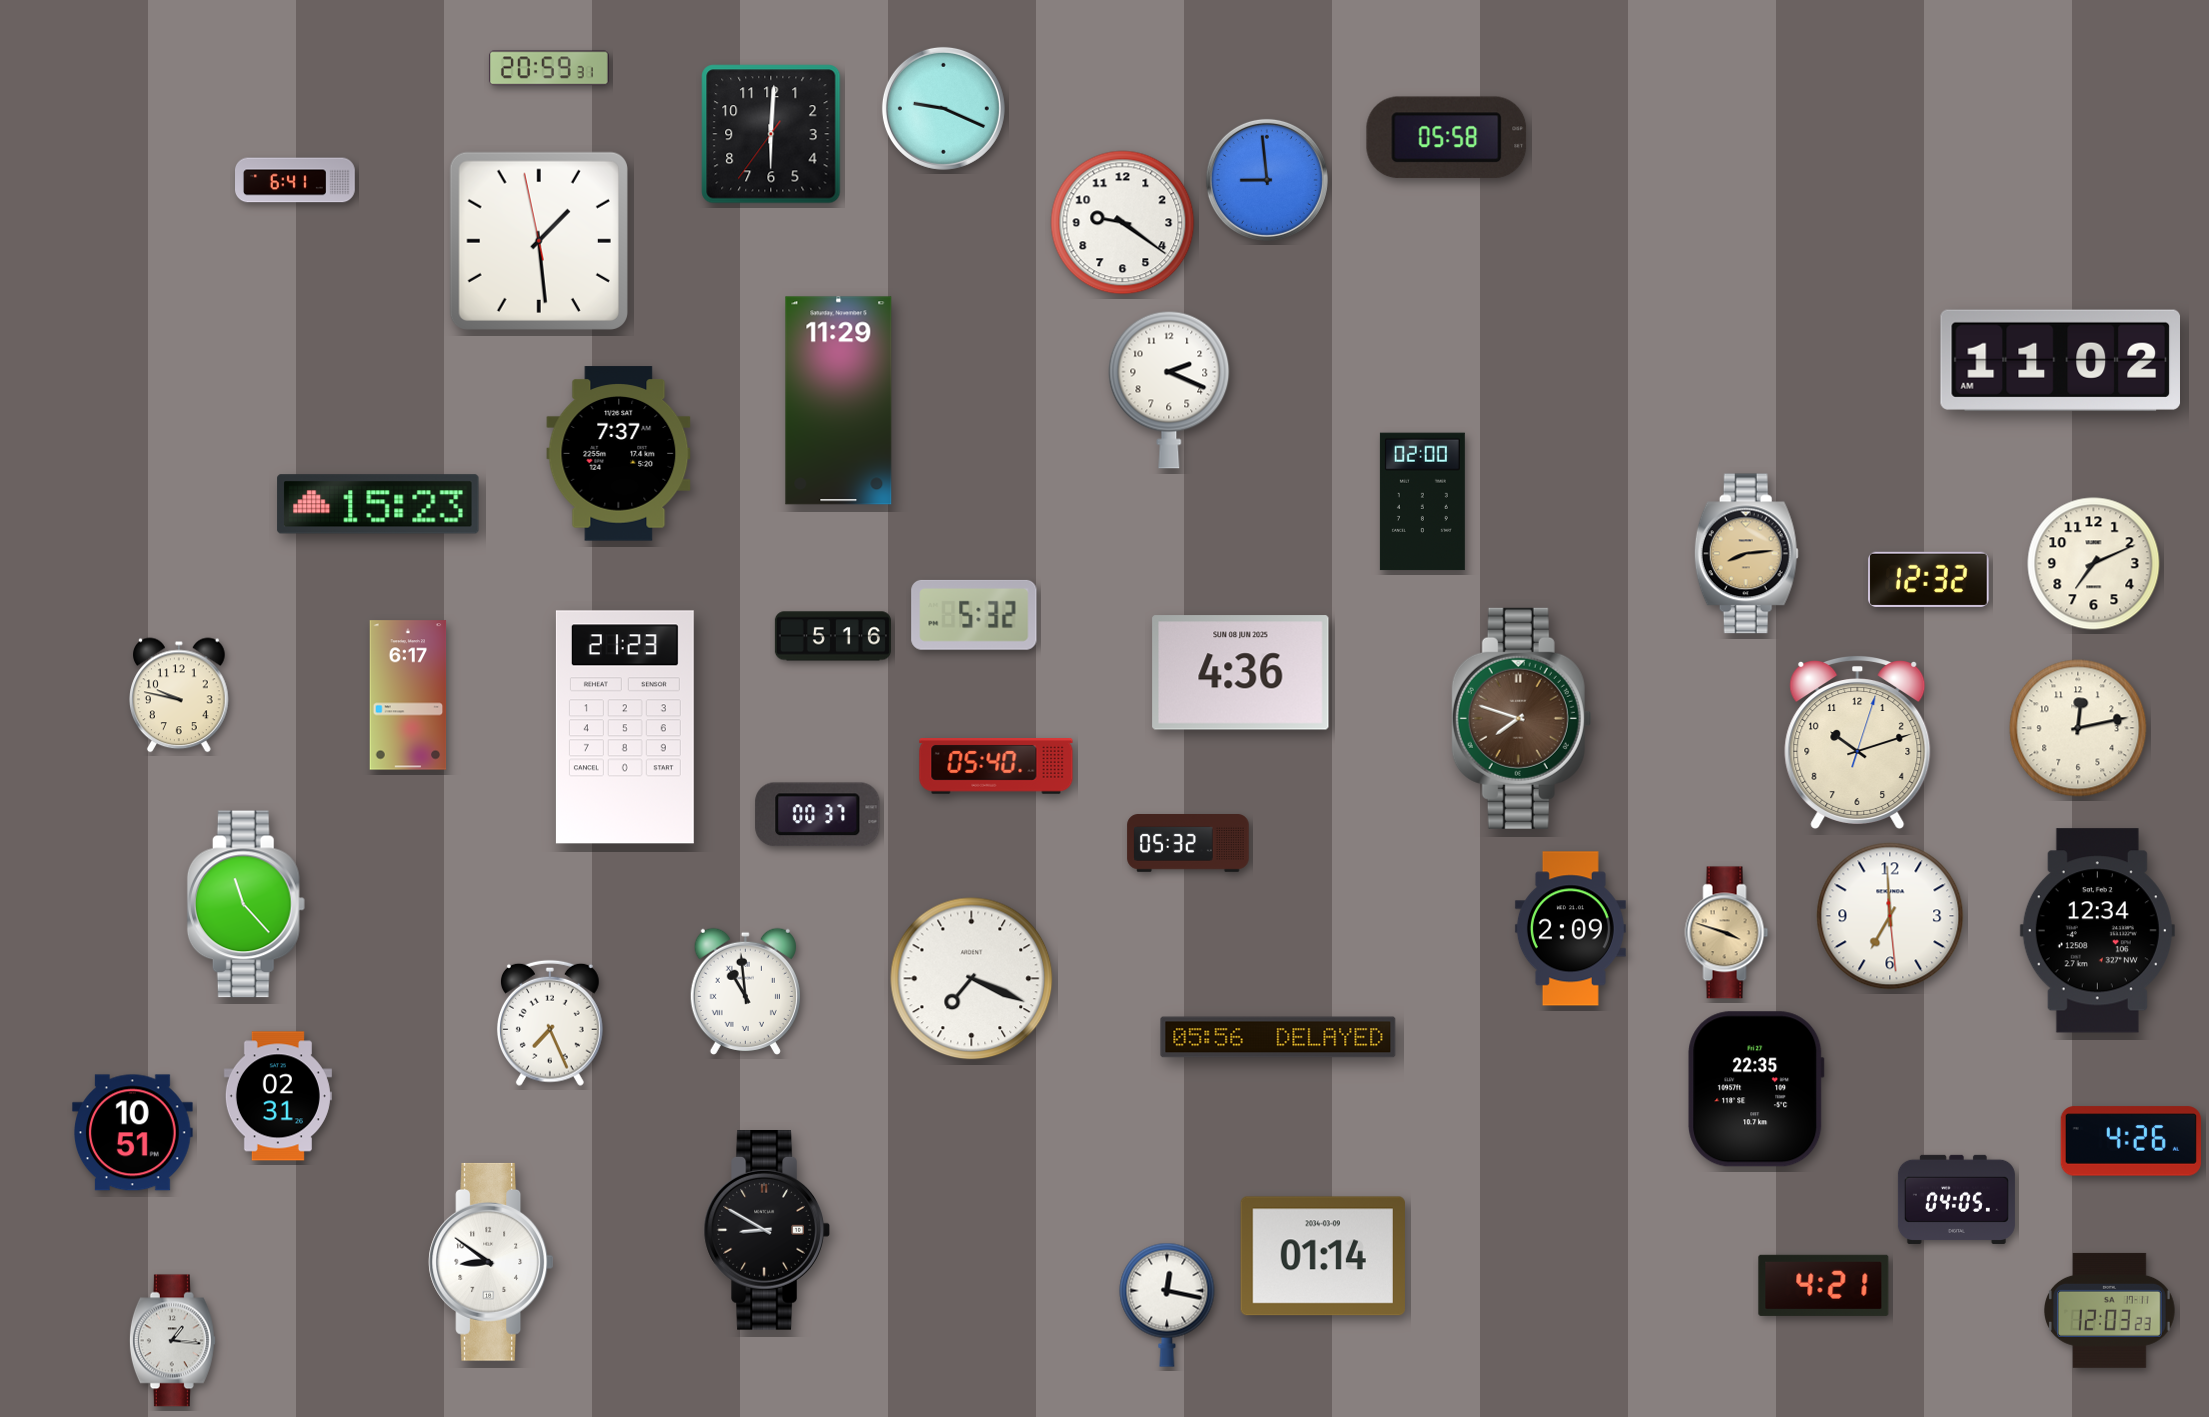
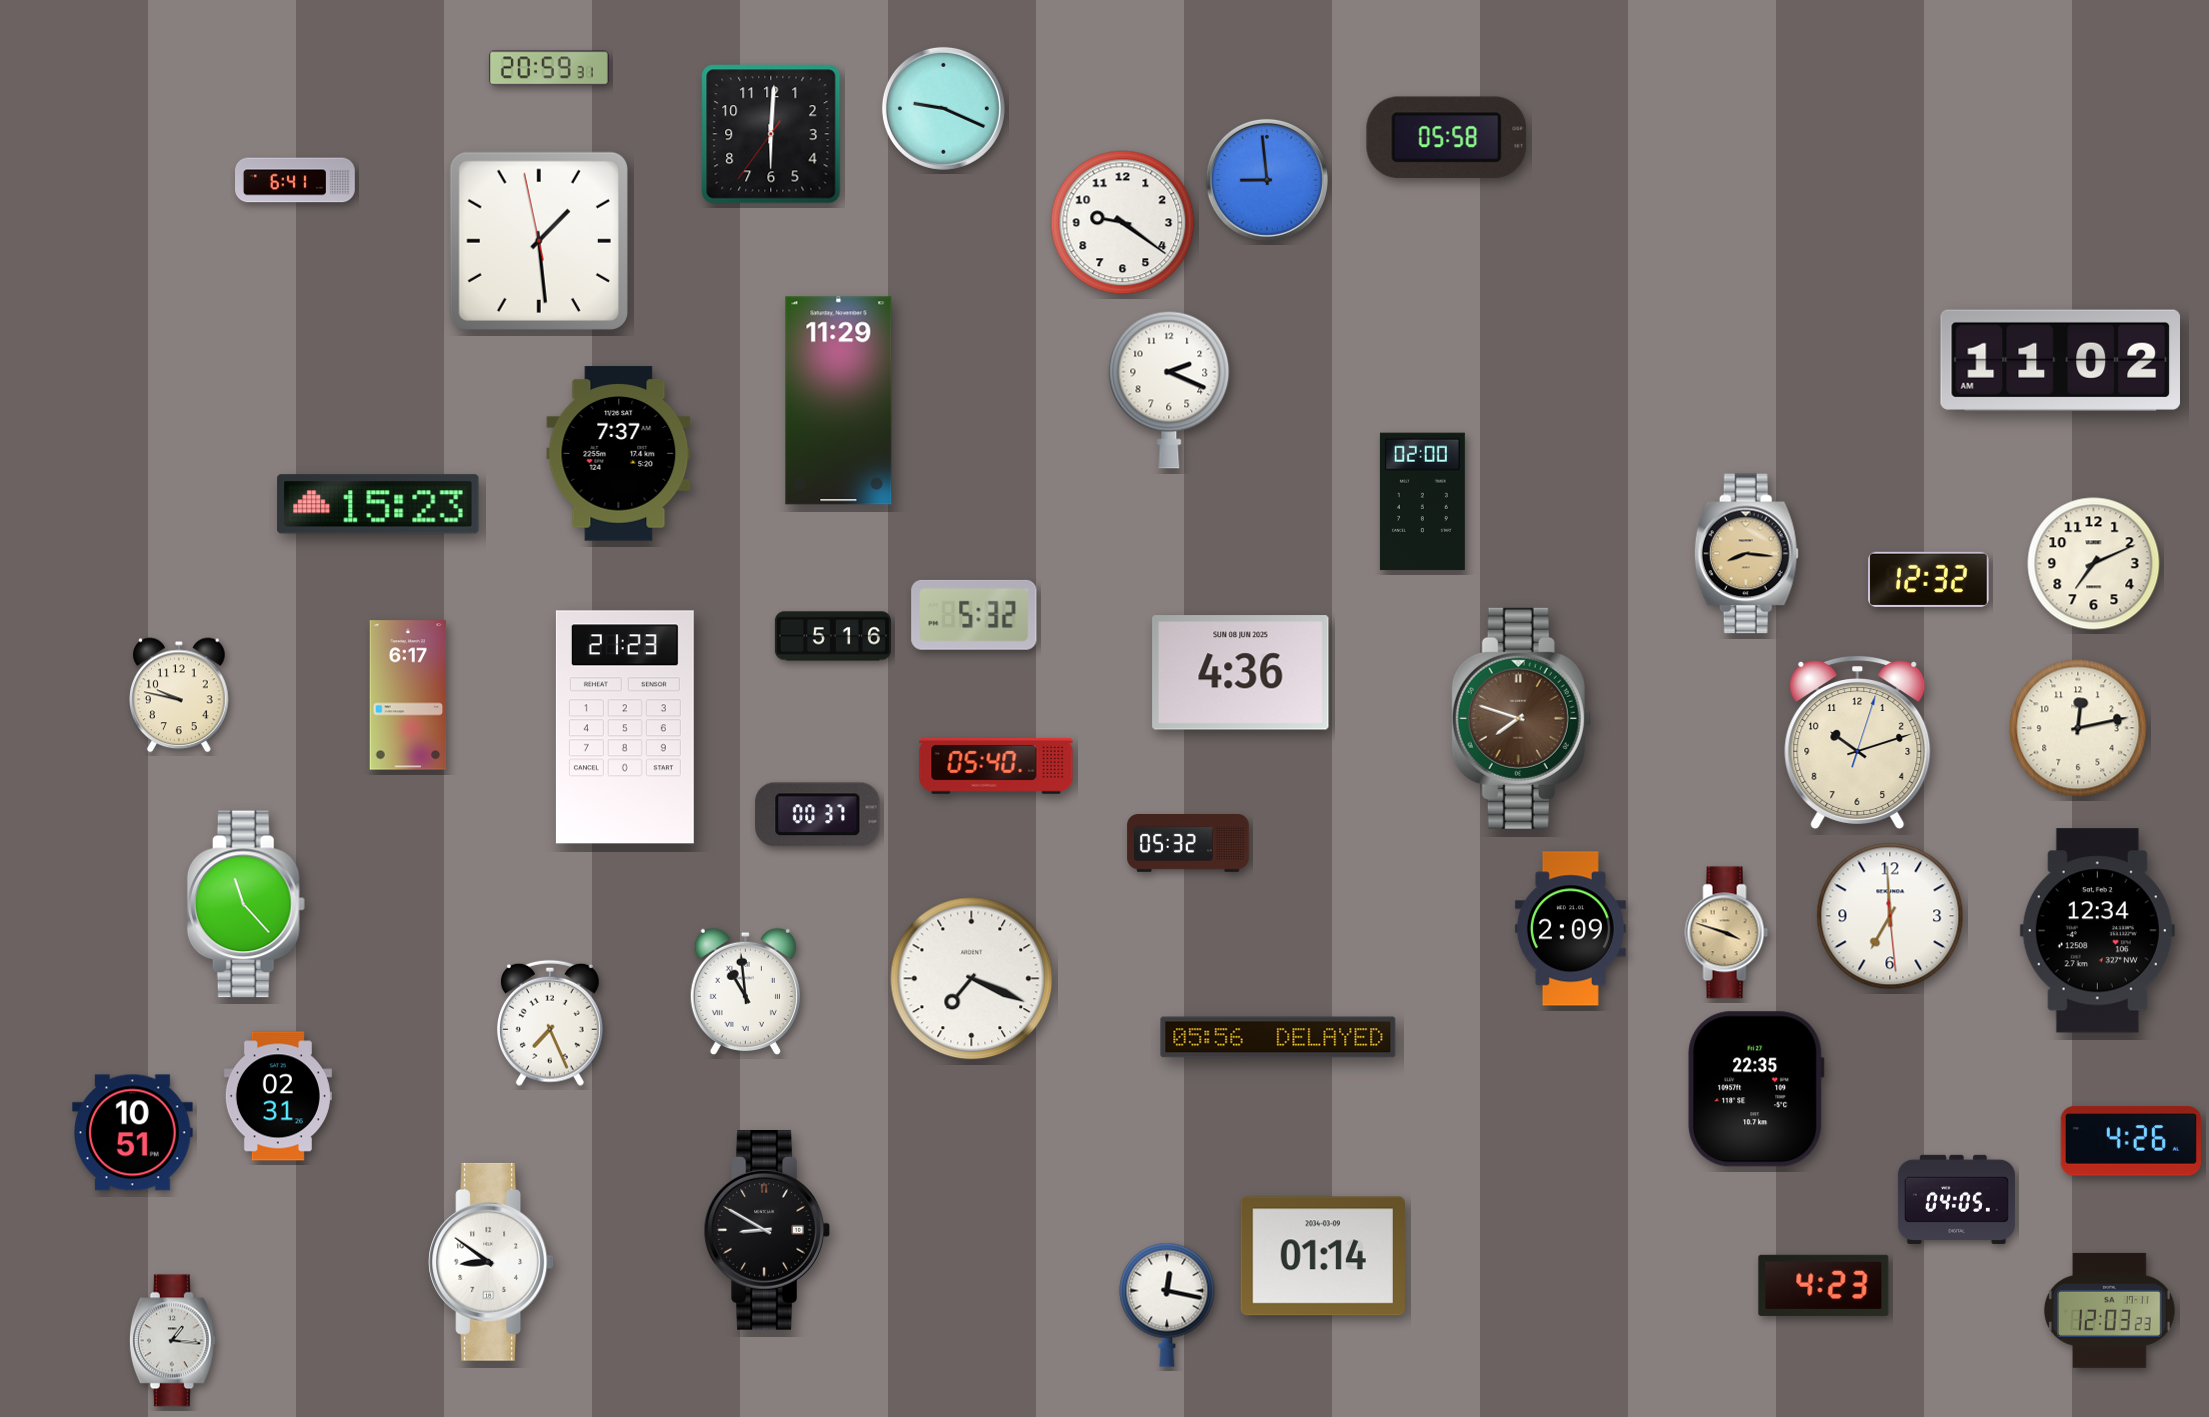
clock at (1746, 554): 8:14 -> 8:16
clock at (1824, 1285): 4:21 -> 4:23
